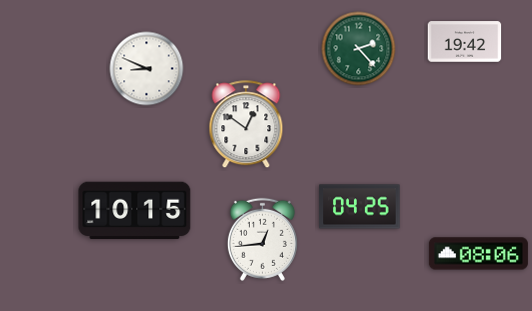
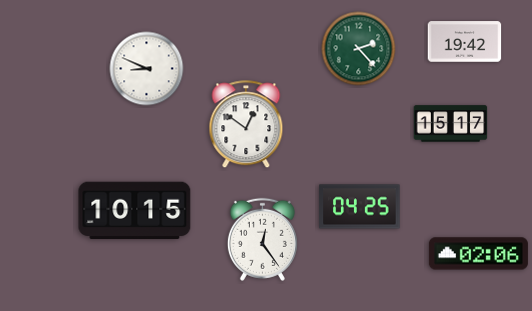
clock at (451, 124): none -> 15:17
clock at (262, 239): 12:44 -> 12:24
clock at (478, 254): 08:06 -> 02:06
